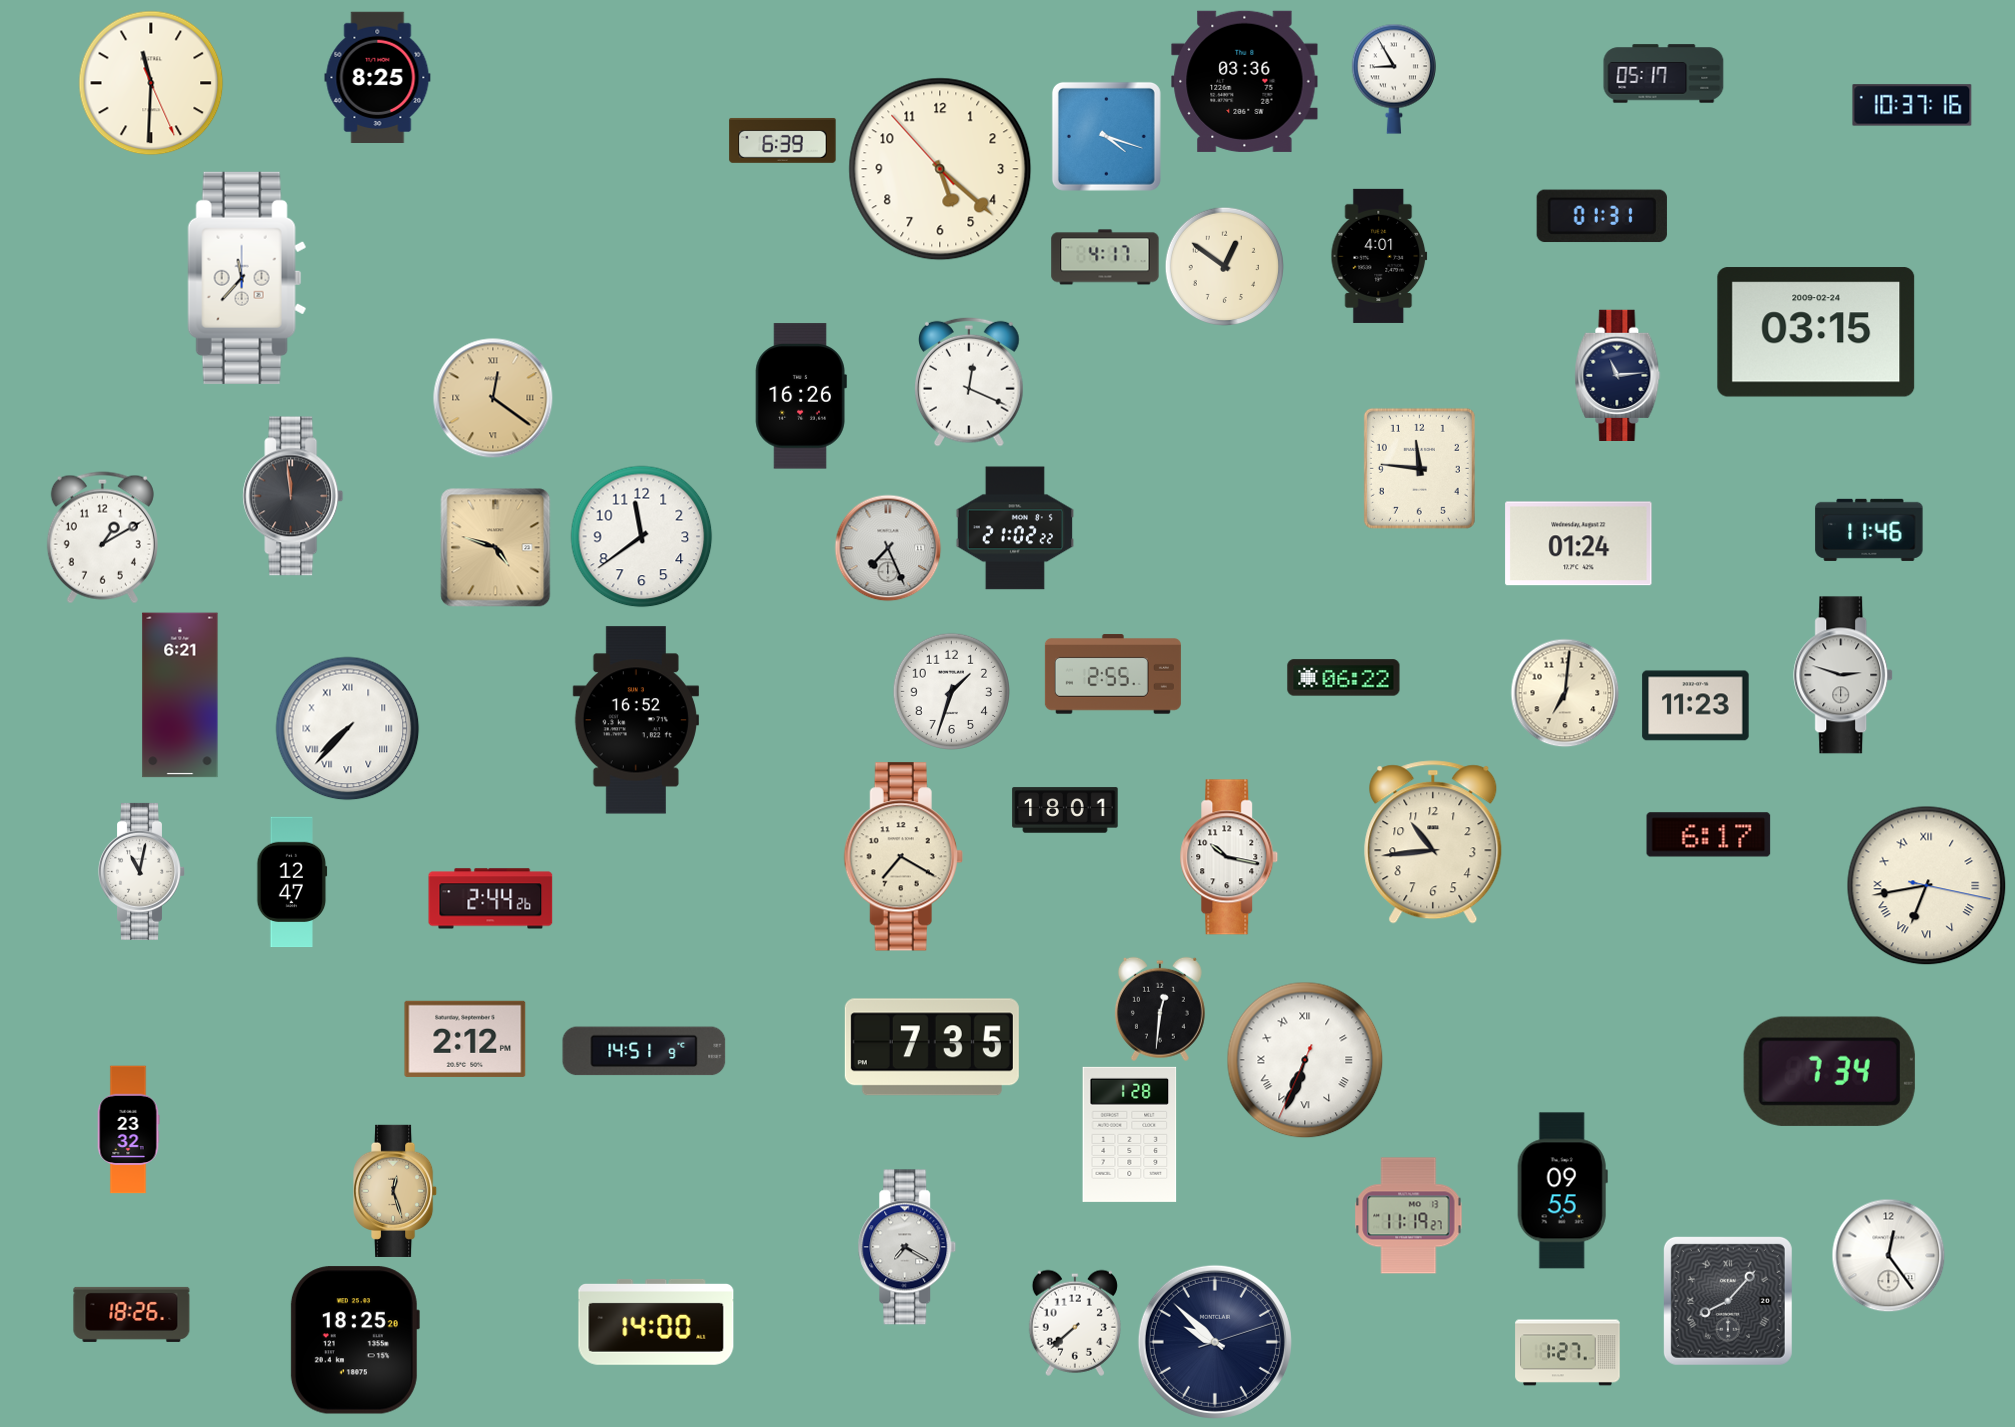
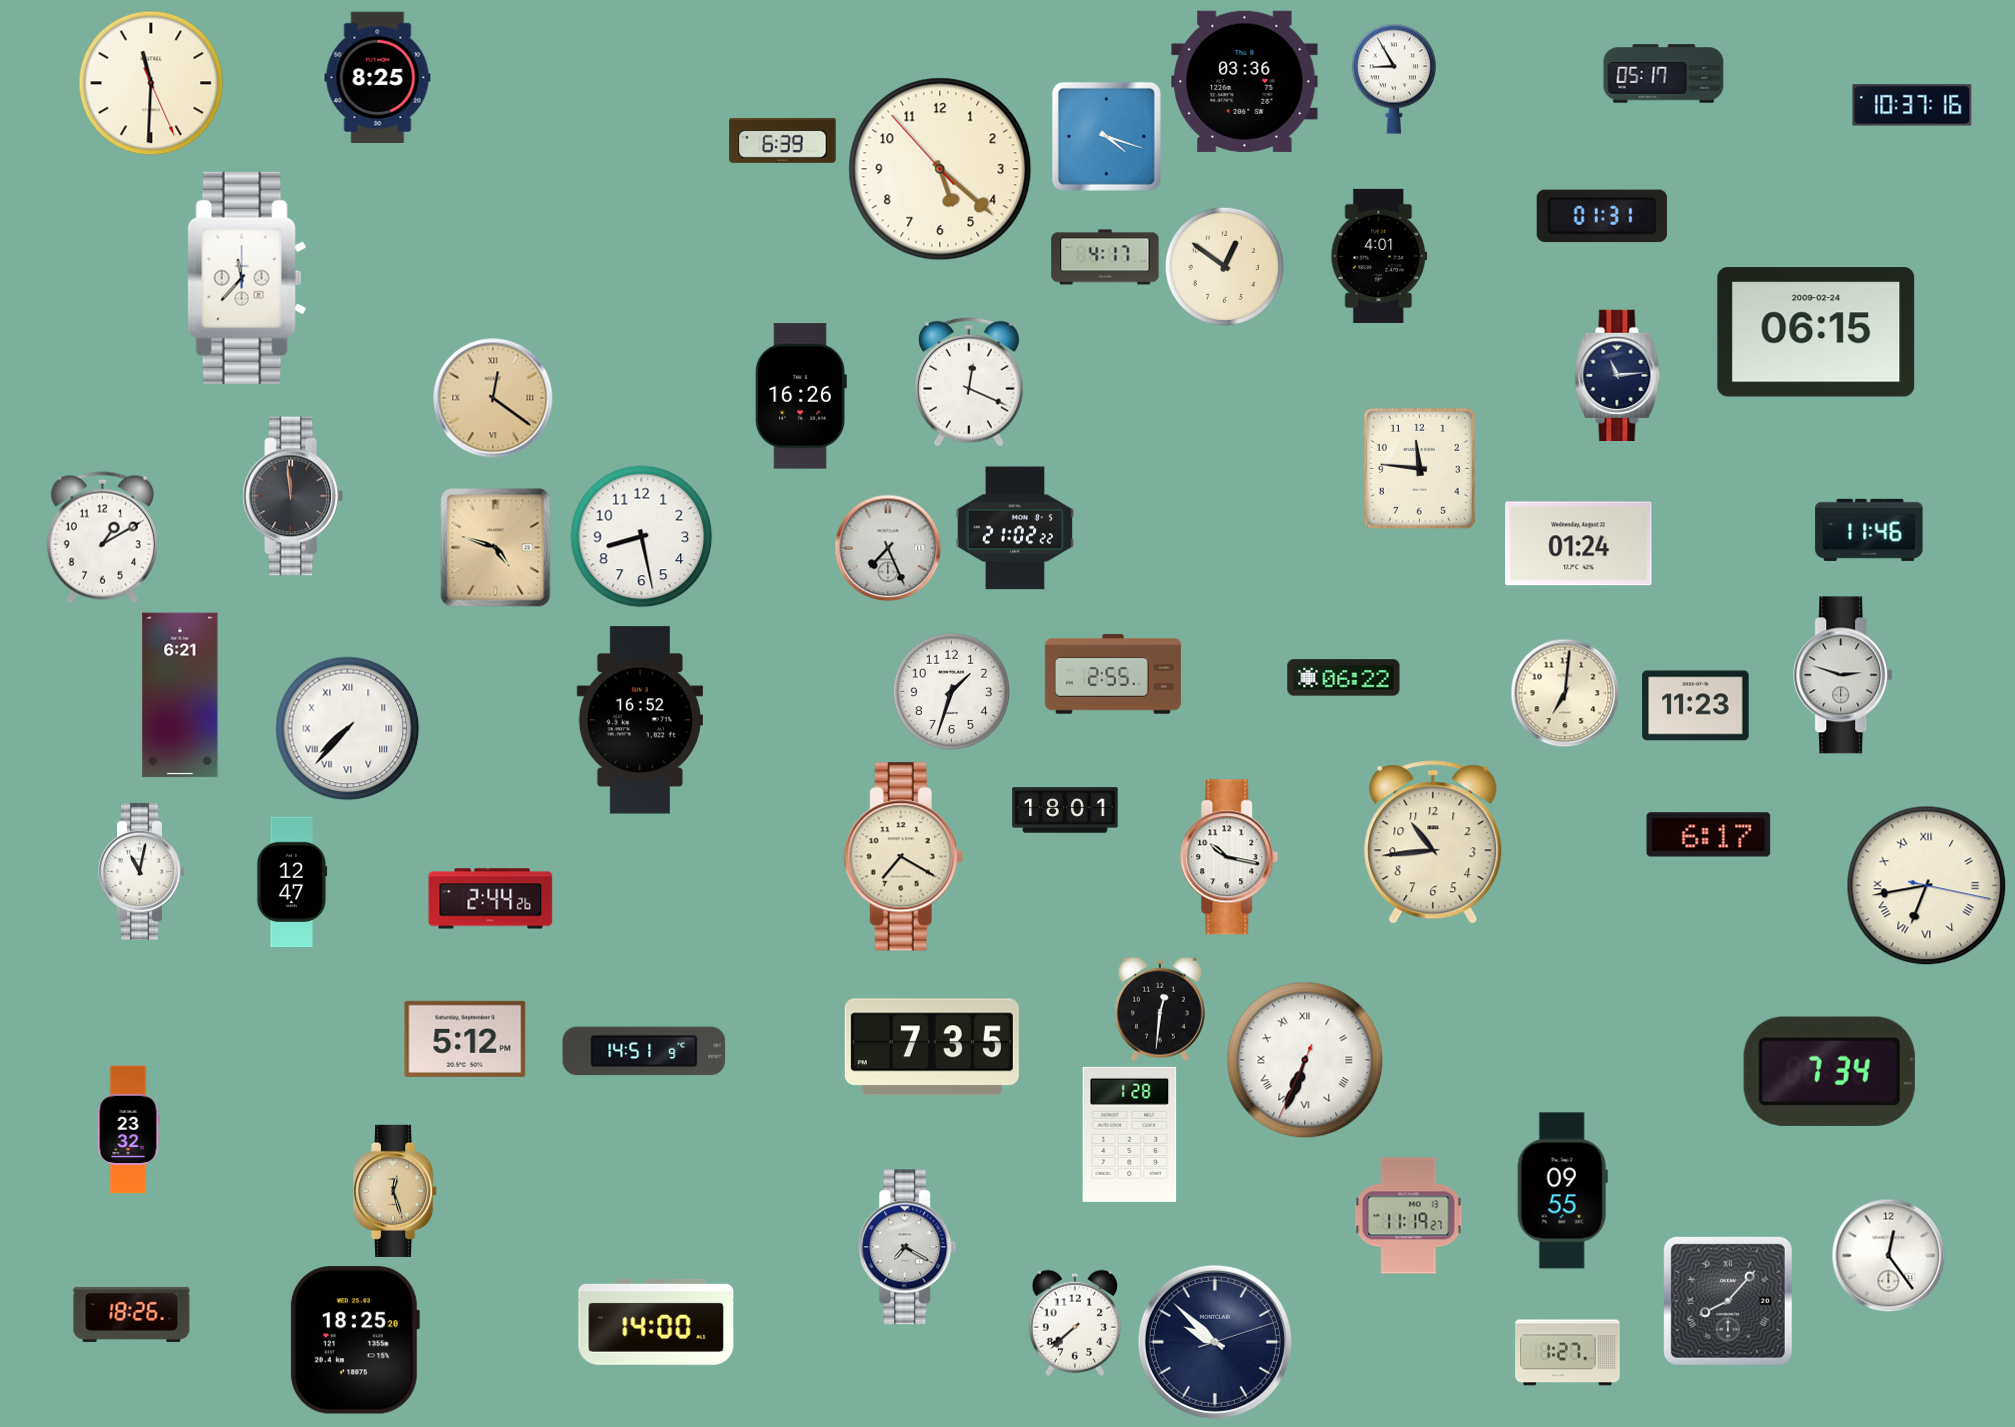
clock at (1816, 333): 03:15 -> 06:15
clock at (642, 537): 11:39 -> 8:28
clock at (636, 720) position: (636, 720) -> (640, 720)
clock at (465, 1039): 2:12 -> 5:12
